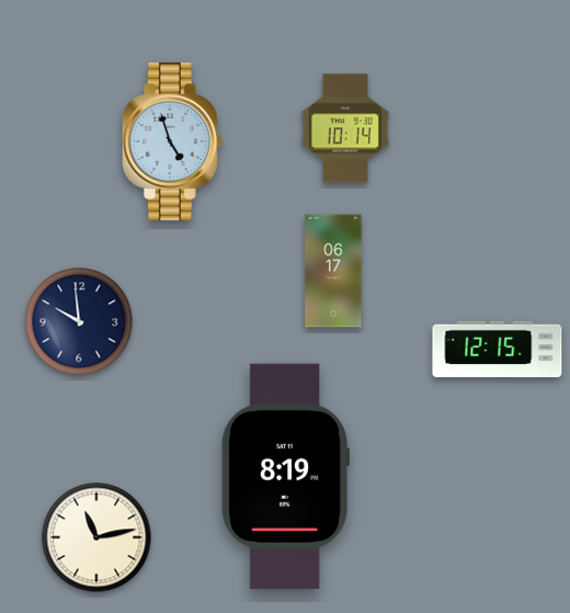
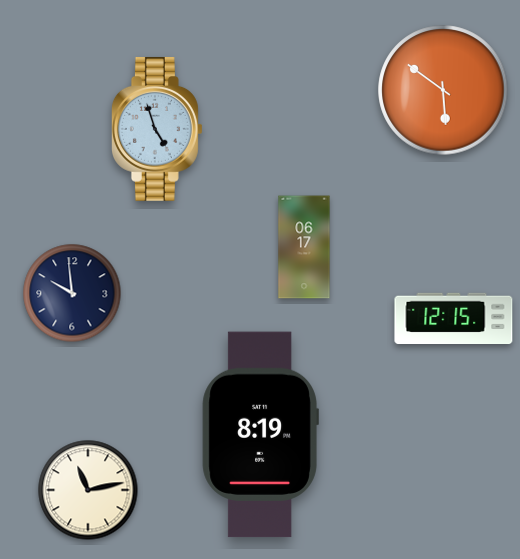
clock at (443, 90): none -> 5:51
clock at (345, 128): 10:14 -> none
